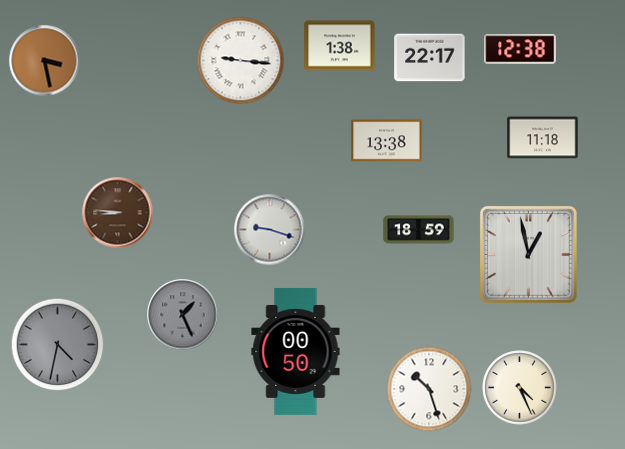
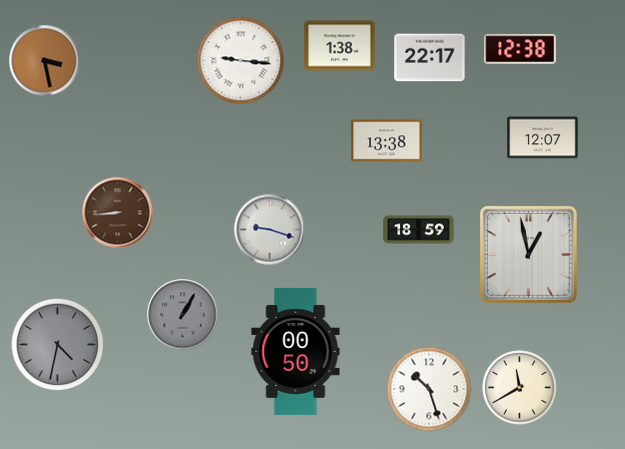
clock at (543, 138): 11:18 -> 12:07
clock at (118, 213): 8:46 -> 8:44
clock at (183, 315): 1:26 -> 1:05
clock at (520, 388): 4:26 -> 11:40
